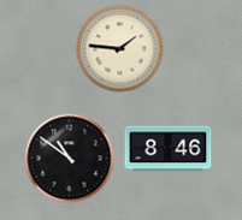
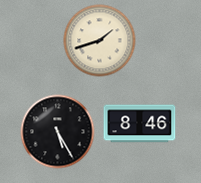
clock at (120, 49): 1:46 -> 1:42
clock at (70, 159): 10:51 -> 5:25
